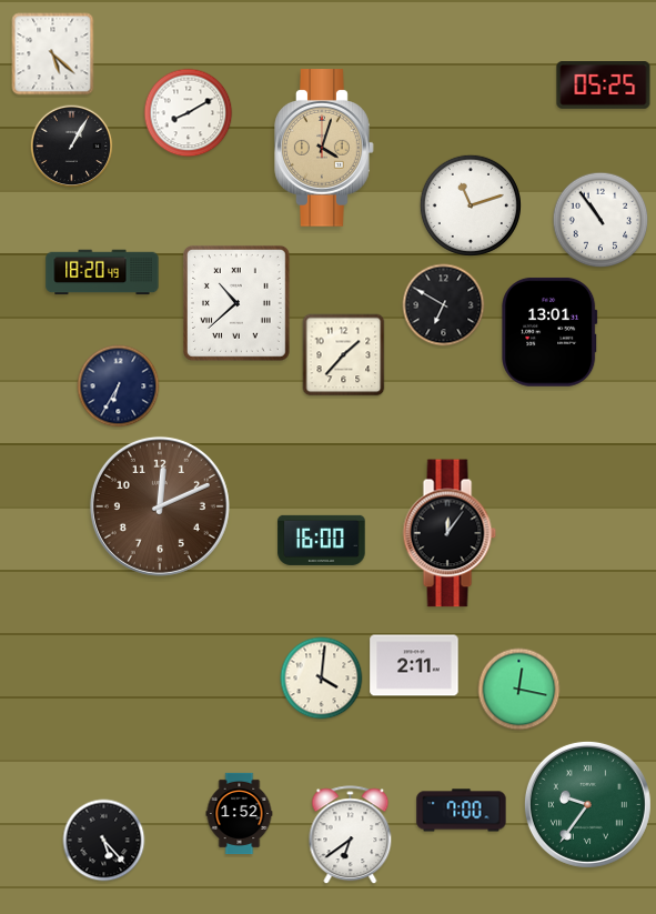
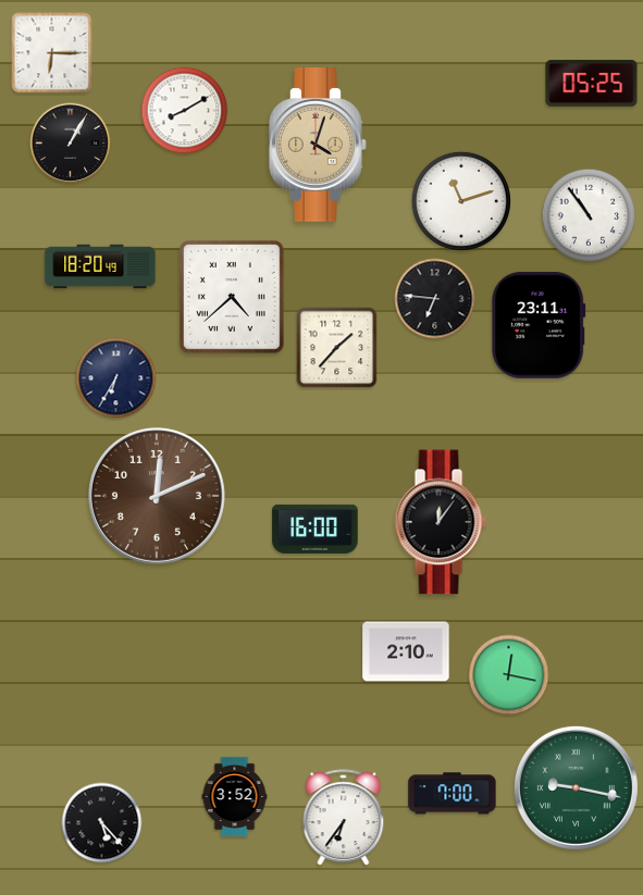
clock at (53, 54): 5:22 -> 6:15
clock at (236, 303): 10:38 -> 4:38
clock at (444, 305): 6:50 -> 6:46
clock at (549, 332): 13:01 -> 23:11
clock at (414, 665): 2:11 -> 2:10
clock at (322, 679): 4:01 -> none
clock at (587, 804): 9:36 -> 9:17
clock at (240, 813): 1:52 -> 3:52
clock at (351, 835): 6:39 -> 6:36
